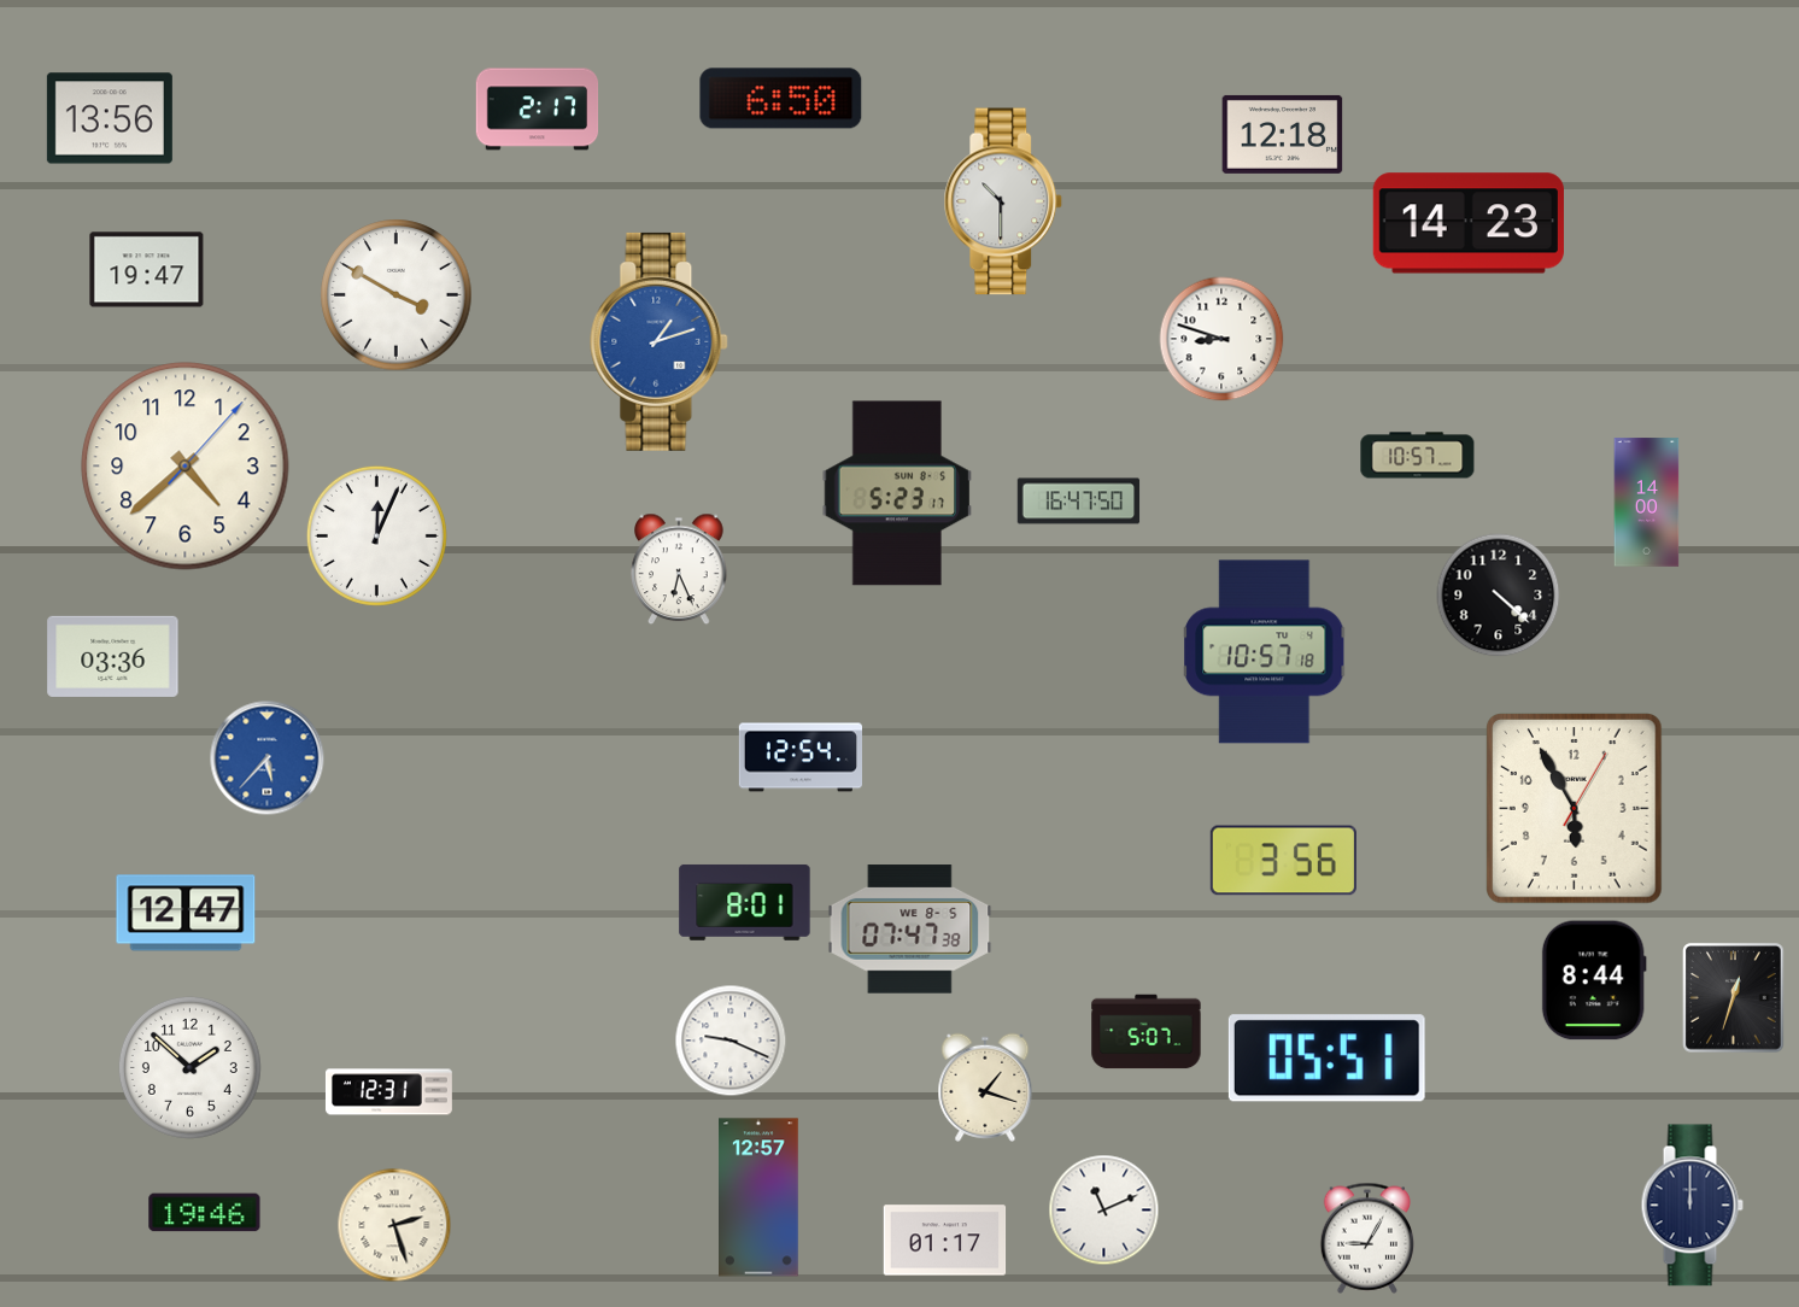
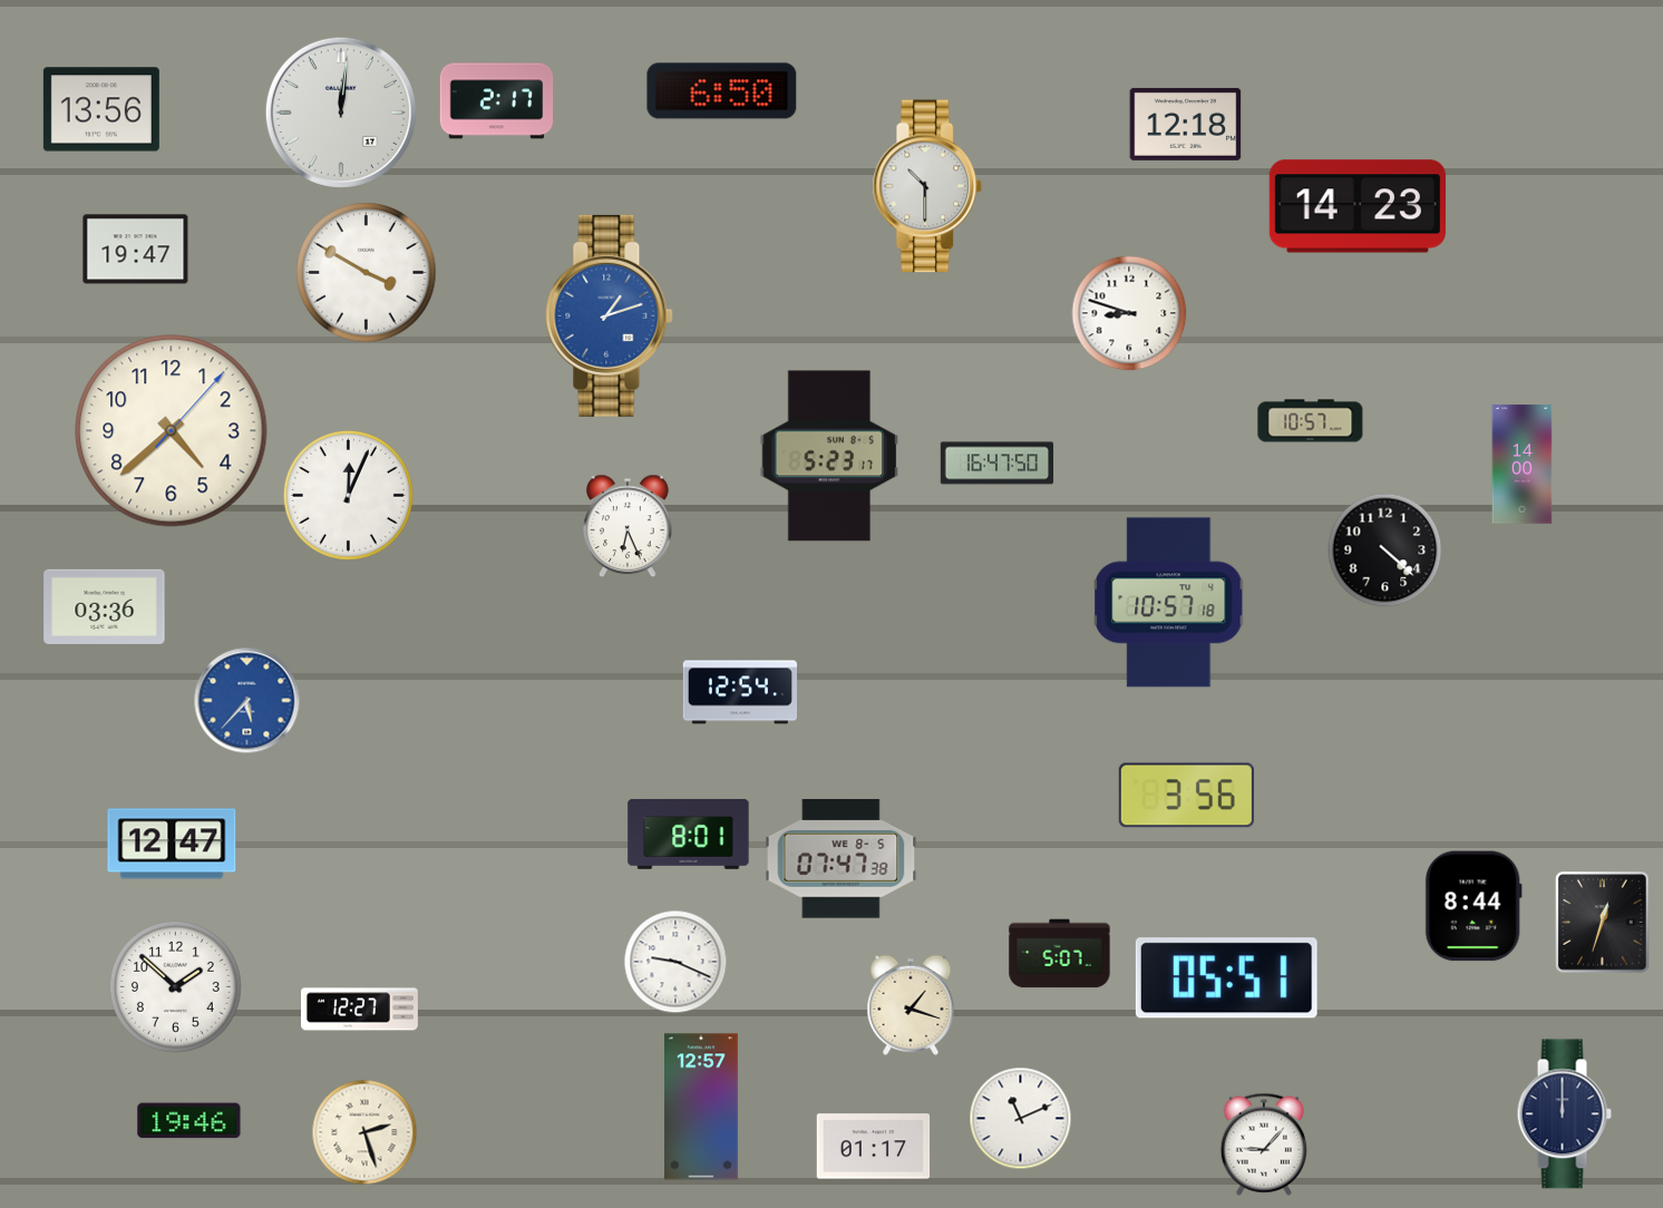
clock at (341, 113): none -> 12:01
clock at (799, 757) position: (799, 757) -> (739, 692)
clock at (1574, 809): 5:55 -> none
clock at (388, 1092): 12:31 -> 12:27
clock at (1366, 1238): 9:05 -> 9:07
